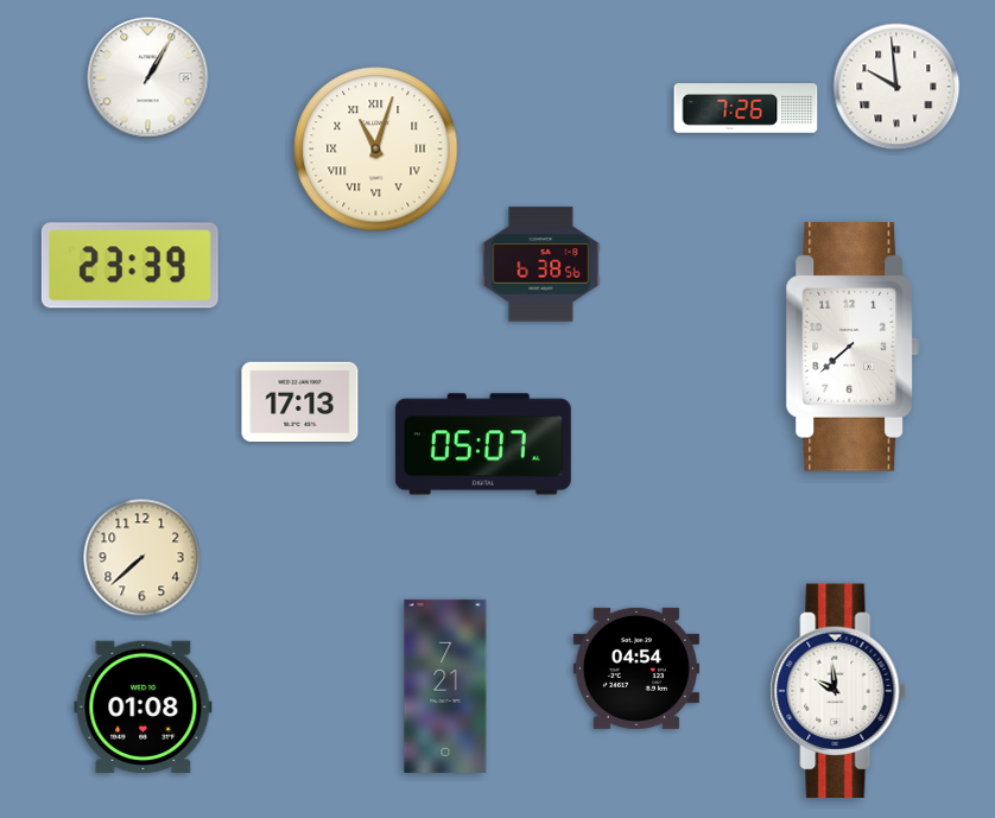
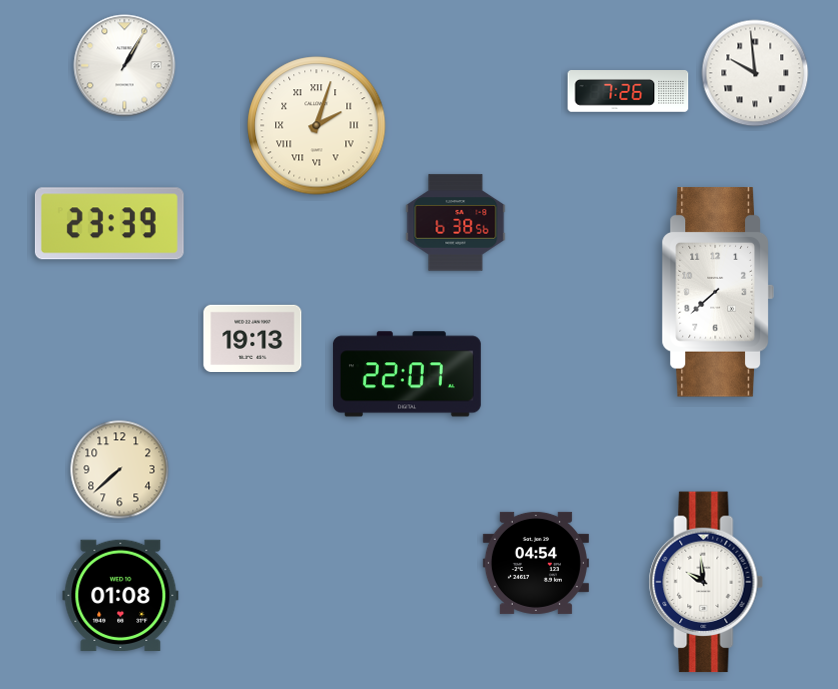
clock at (376, 150): 11:03 -> 2:03
clock at (300, 401): 17:13 -> 19:13
clock at (483, 444): 05:07 -> 22:07
clock at (445, 686): 7:21 -> none
